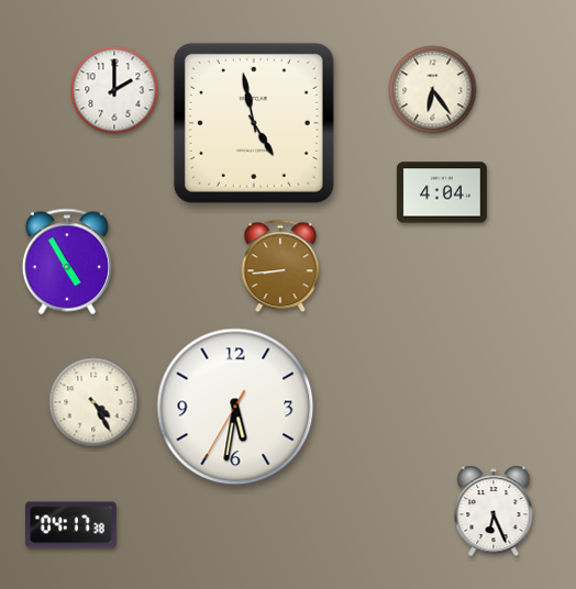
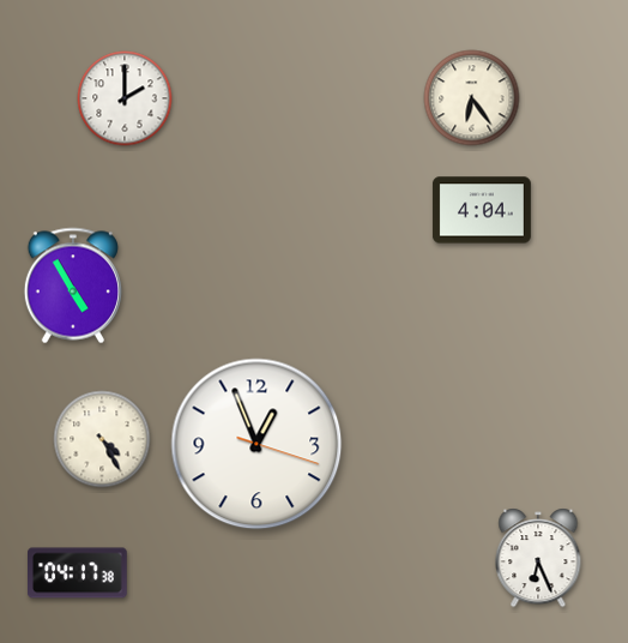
clock at (254, 123): 4:58 -> none
clock at (280, 266): 8:44 -> none
clock at (235, 407): 5:31 -> 12:56
